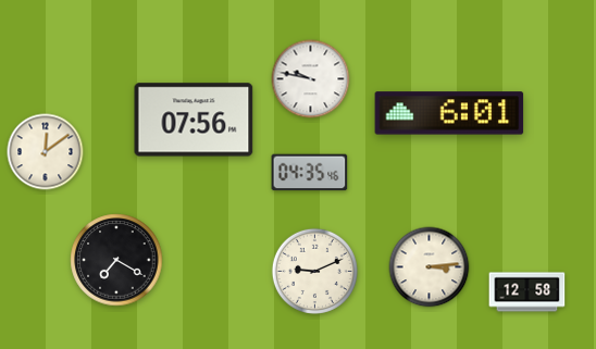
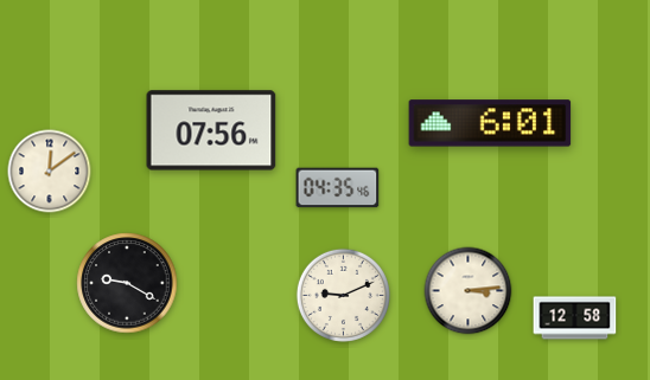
clock at (311, 79): 9:47 -> none
clock at (46, 152) position: (46, 152) -> (50, 172)
clock at (116, 260): 7:20 -> 9:20
